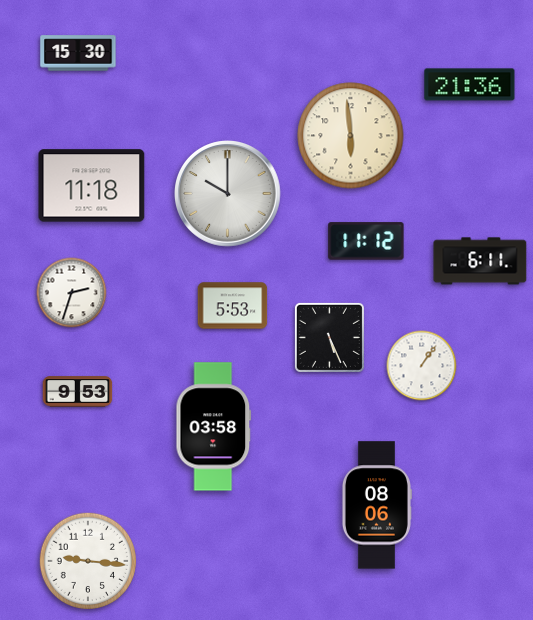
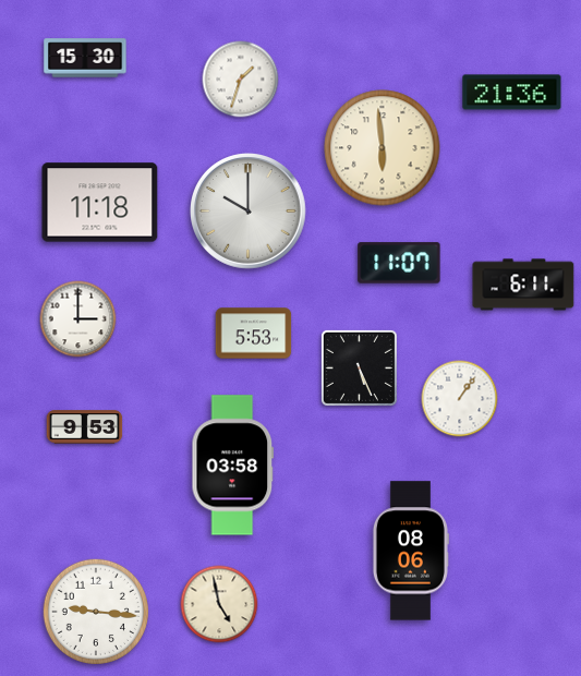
clock at (241, 80): none -> 1:33
clock at (366, 241): 11:12 -> 11:07
clock at (72, 293): 2:33 -> 3:00
clock at (219, 604): none -> 4:58
